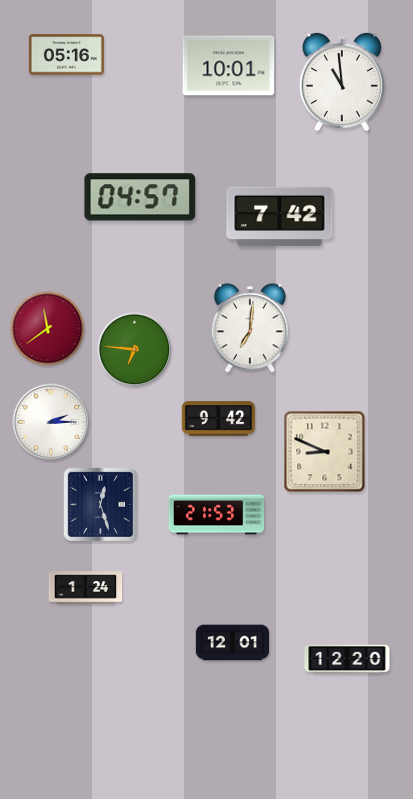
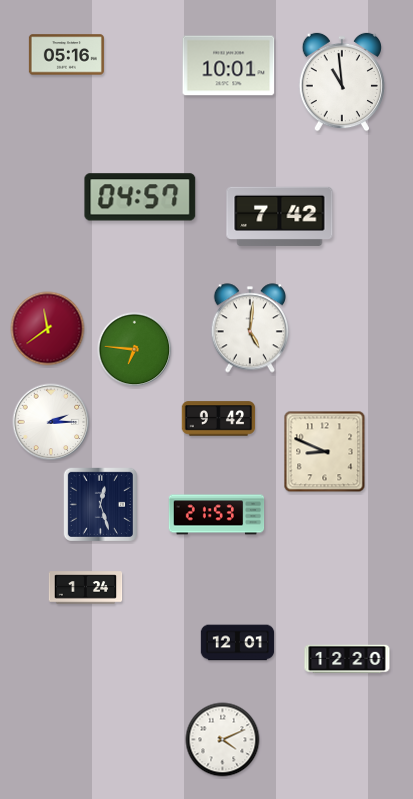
clock at (249, 328): 7:01 -> 5:01
clock at (233, 643) position: (233, 643) -> (238, 643)
clock at (223, 740): none -> 4:11
